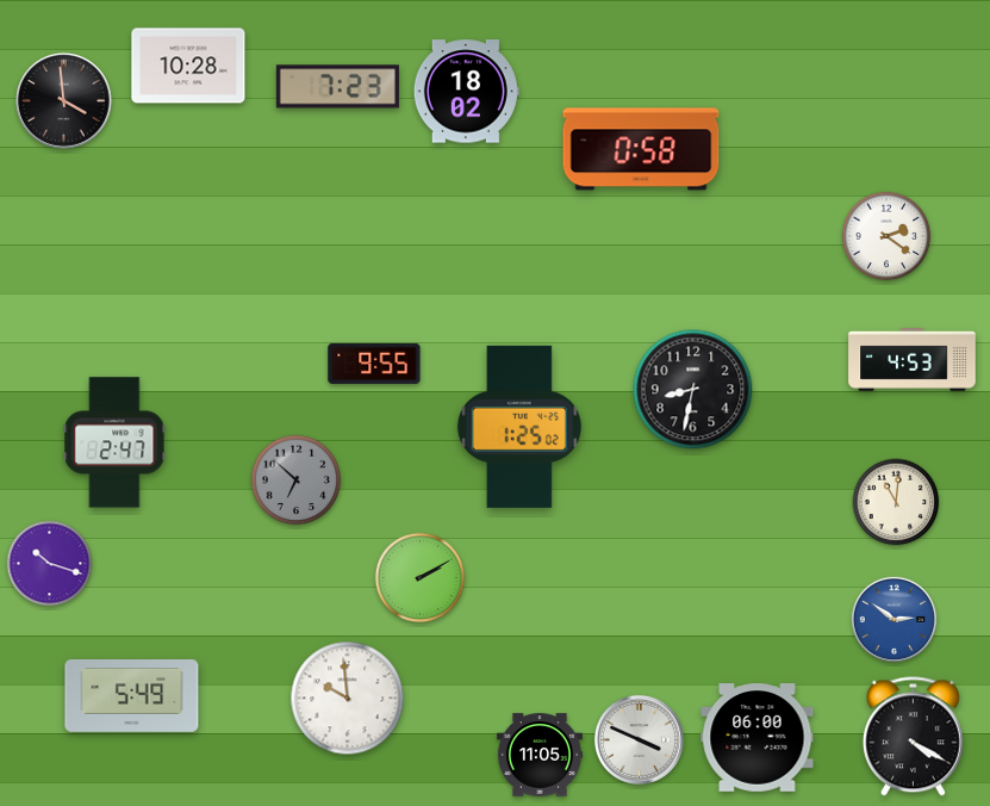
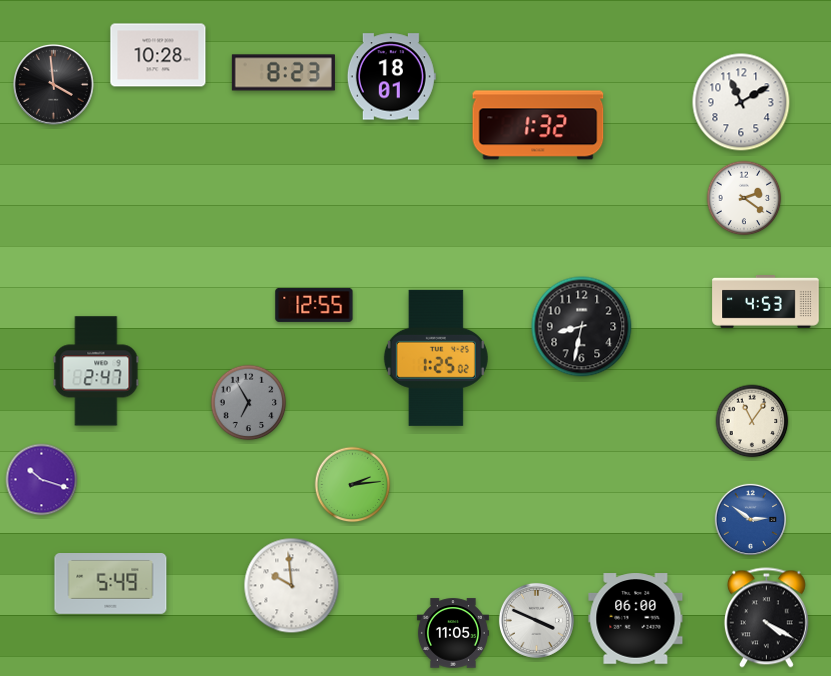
clock at (337, 87): 7:23 -> 8:23
clock at (466, 92): 18:02 -> 18:01
clock at (741, 102): none -> 11:10
clock at (641, 149): 0:58 -> 1:32
clock at (374, 364): 9:55 -> 12:55
clock at (297, 480): 6:52 -> 6:55
clock at (896, 502): 11:01 -> 11:06
clock at (50, 564) position: (50, 564) -> (42, 480)
clock at (421, 578): 2:10 -> 2:14
